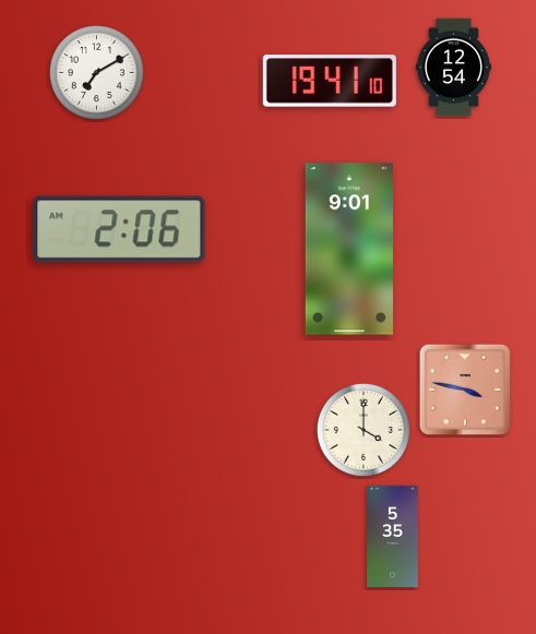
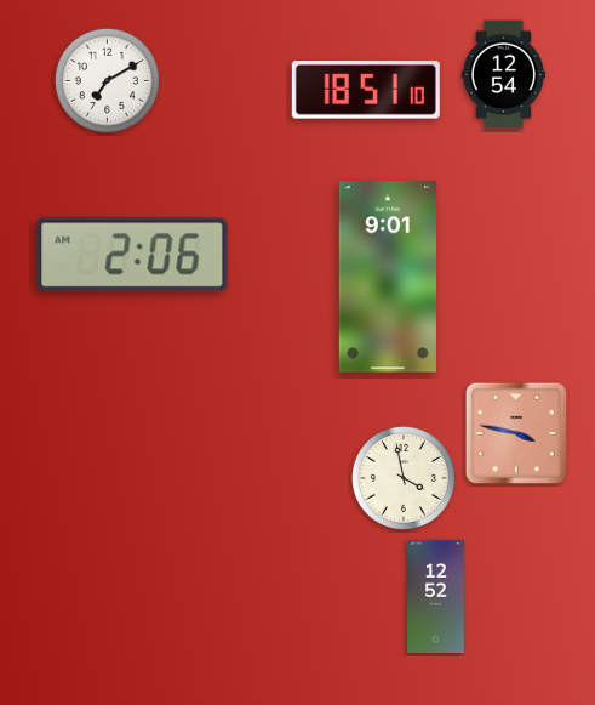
clock at (330, 82): 19:41 -> 18:51
clock at (364, 430): 4:00 -> 3:58
clock at (393, 536): 5:35 -> 12:52
